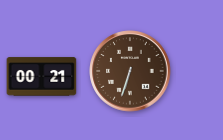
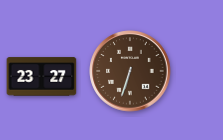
clock at (42, 77): 00:21 -> 23:27
